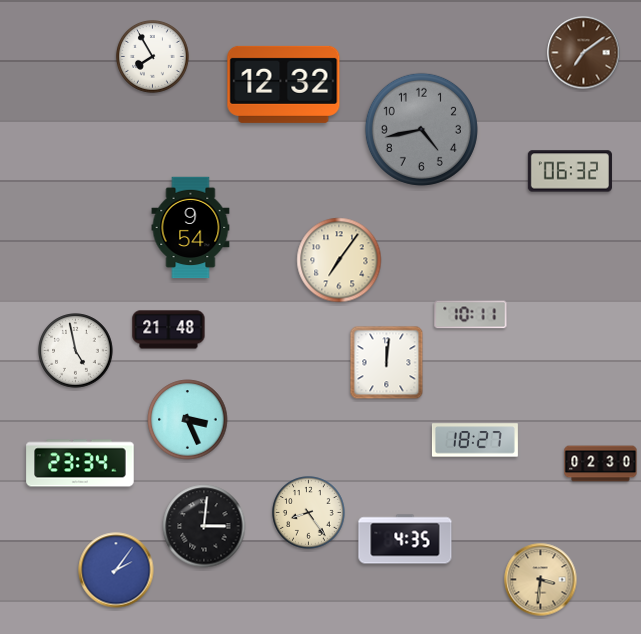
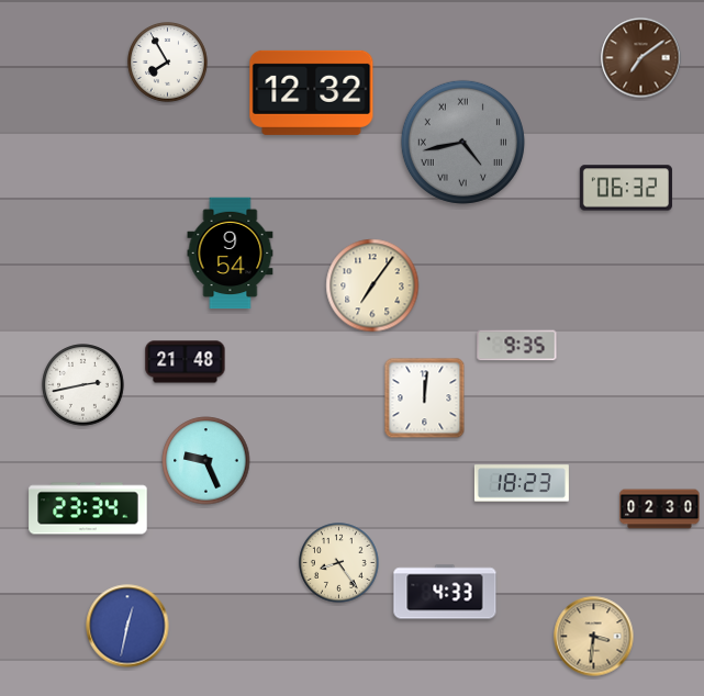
clock at (421, 129) numerals: Arabic -> Roman
clock at (191, 228) position: (191, 228) -> (231, 254)
clock at (471, 315): 10:11 -> 9:35
clock at (76, 351): 4:58 -> 2:43
clock at (188, 420): 3:26 -> 9:26
clock at (475, 440): 18:27 -> 18:23
clock at (204, 526): 3:01 -> none
clock at (405, 539): 4:35 -> 4:33
clock at (116, 570): 2:06 -> 12:32
